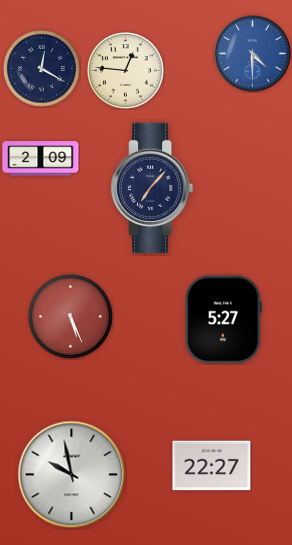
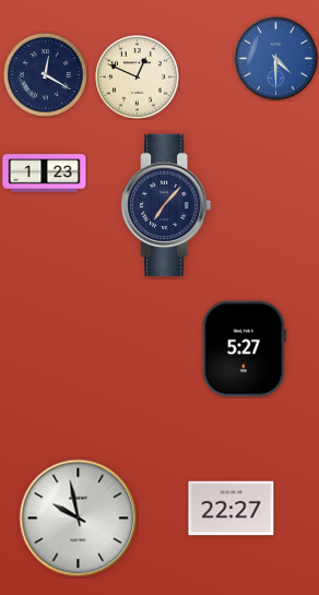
clock at (126, 71): 12:46 -> 12:49
clock at (41, 159): 2:09 -> 1:23
clock at (70, 316): 5:26 -> none
